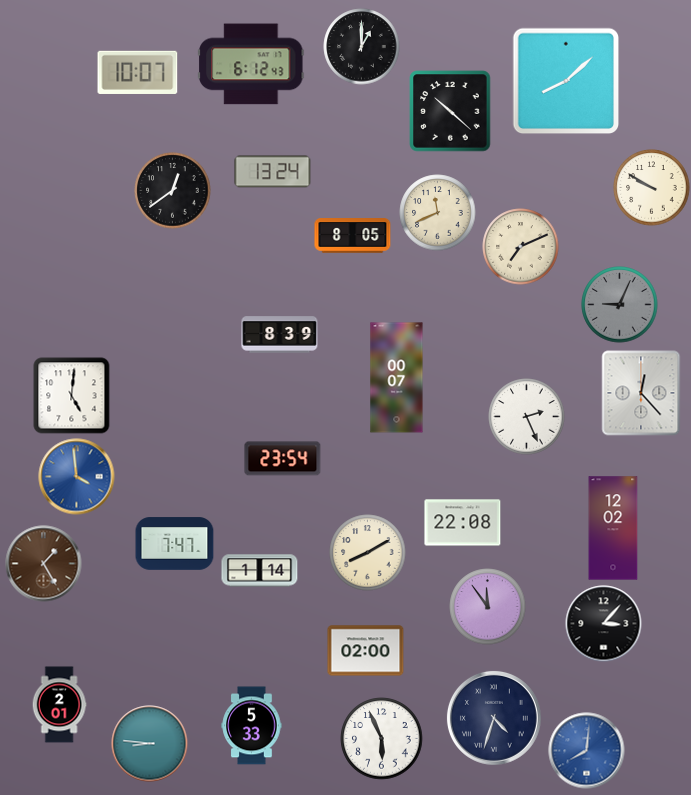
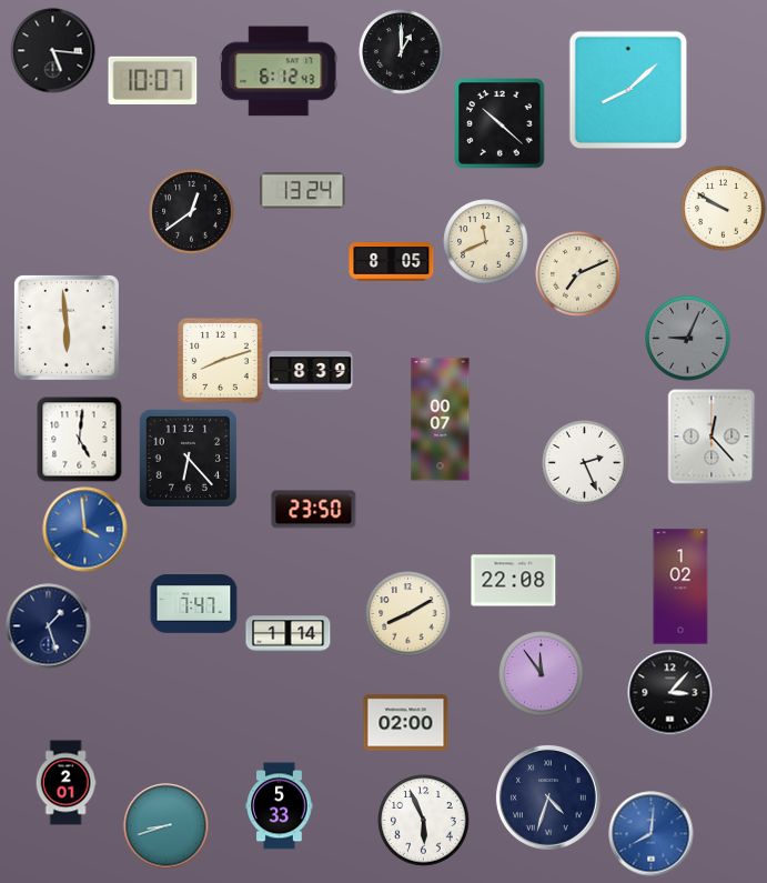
clock at (53, 51): none -> 5:16
clock at (438, 213) position: (438, 213) -> (486, 242)
clock at (67, 328): none -> 5:59
clock at (221, 361): none -> 8:12
clock at (188, 458): none -> 6:23
clock at (283, 459): 23:54 -> 23:50
clock at (613, 528): 12:02 -> 1:02
clock at (44, 564): 1:25 -> 1:27
clock at (44, 564) dial: brown -> navy
clock at (150, 744): 8:46 -> 8:42
